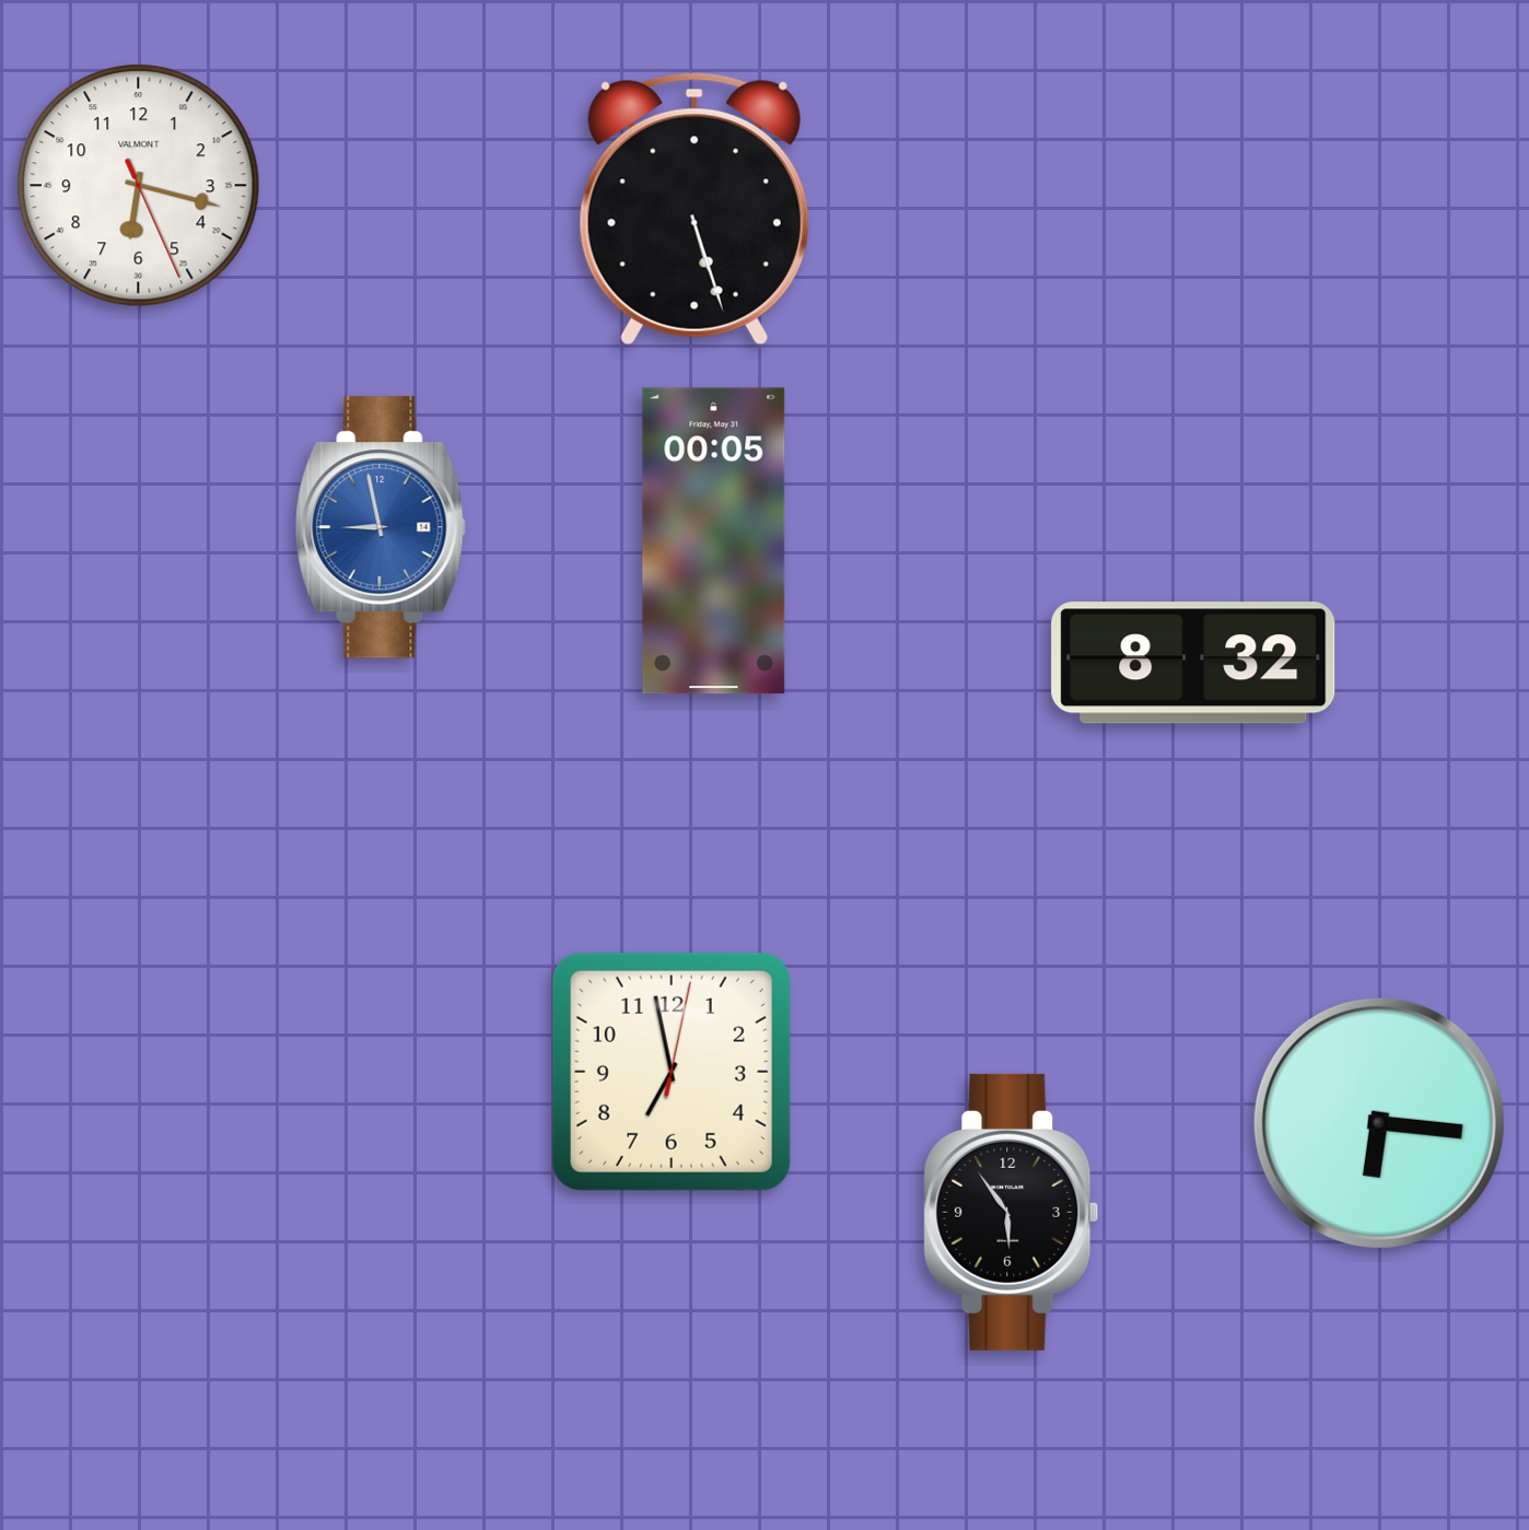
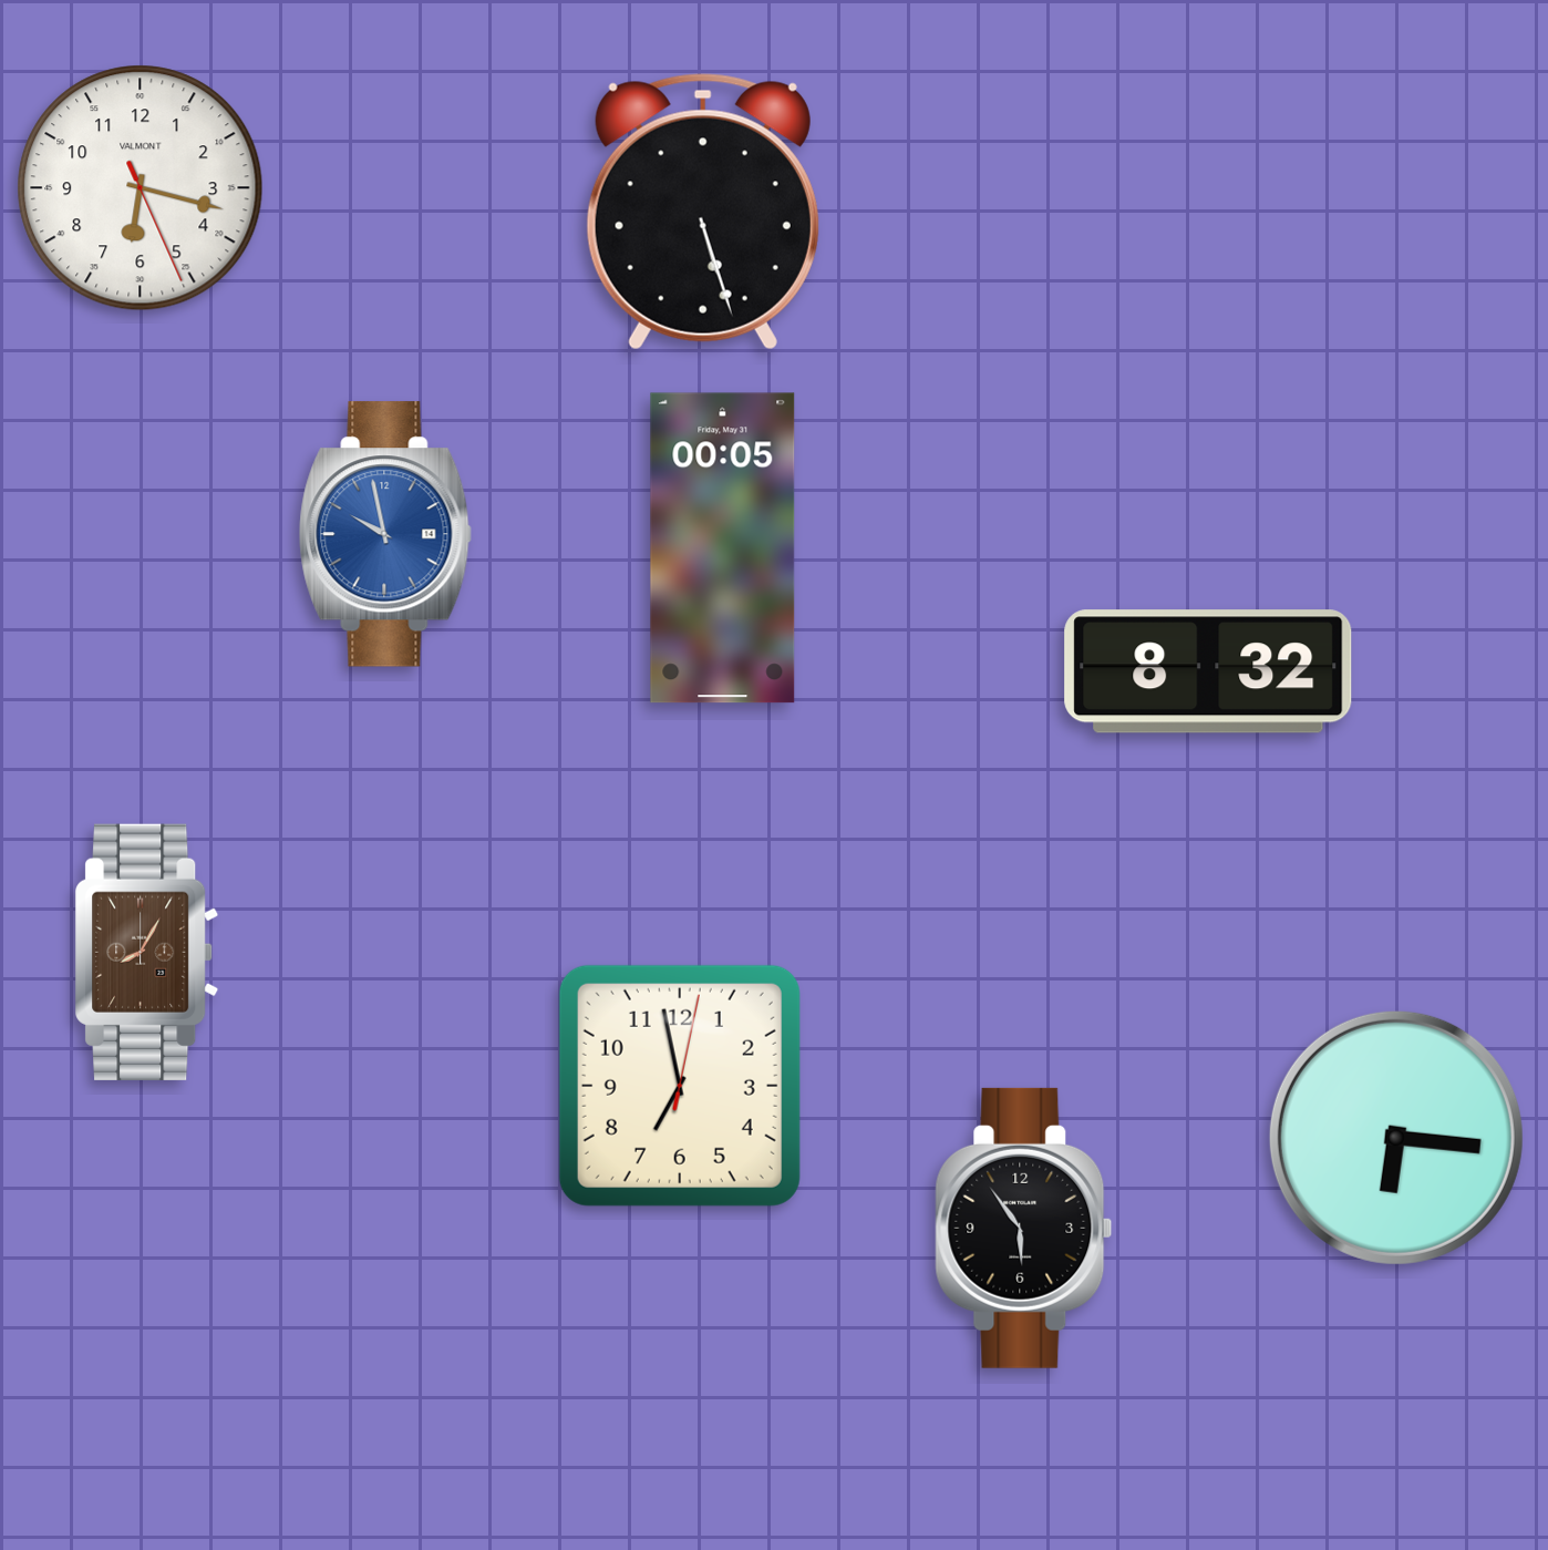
clock at (381, 527): 8:58 -> 9:58
clock at (147, 952): none -> 8:05
